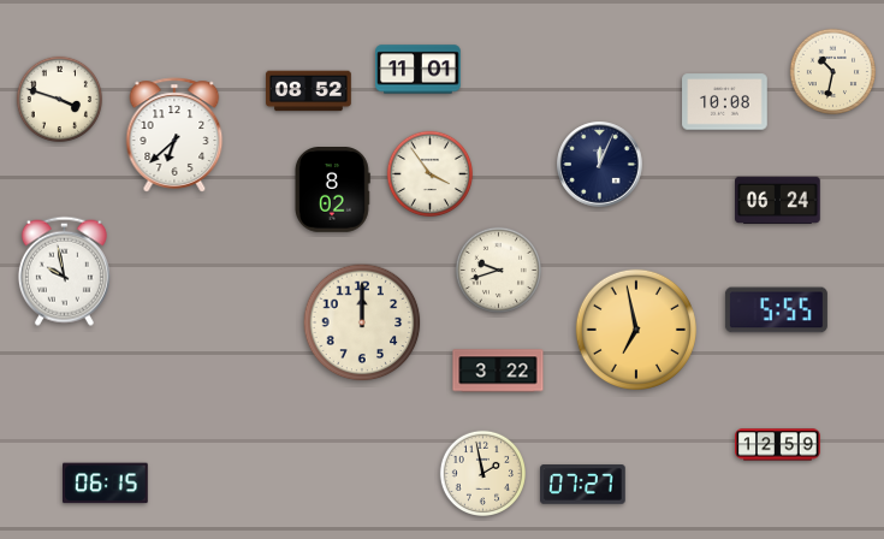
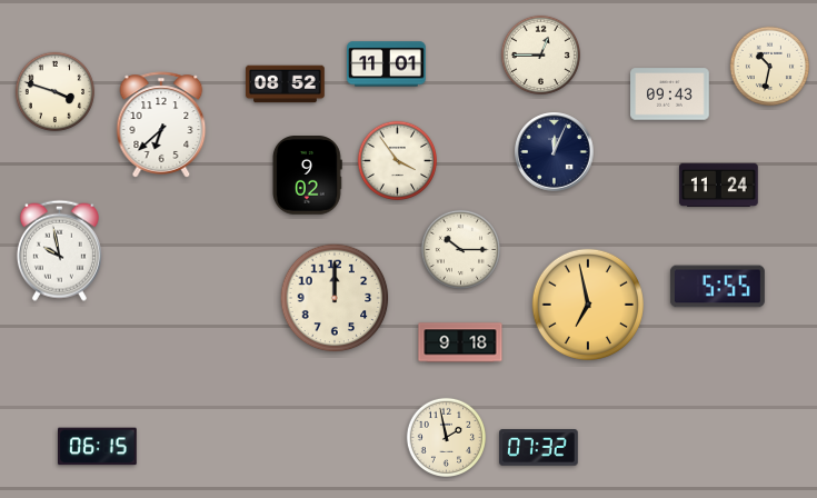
clock at (540, 54): none -> 12:45
clock at (725, 102): 10:08 -> 09:43
clock at (333, 190): 8:02 -> 9:02
clock at (778, 200): 06:24 -> 11:24
clock at (498, 269): 9:42 -> 10:15
clock at (498, 371): 3:22 -> 9:18
clock at (778, 445): 12:59 -> none
clock at (583, 485): 07:27 -> 07:32
